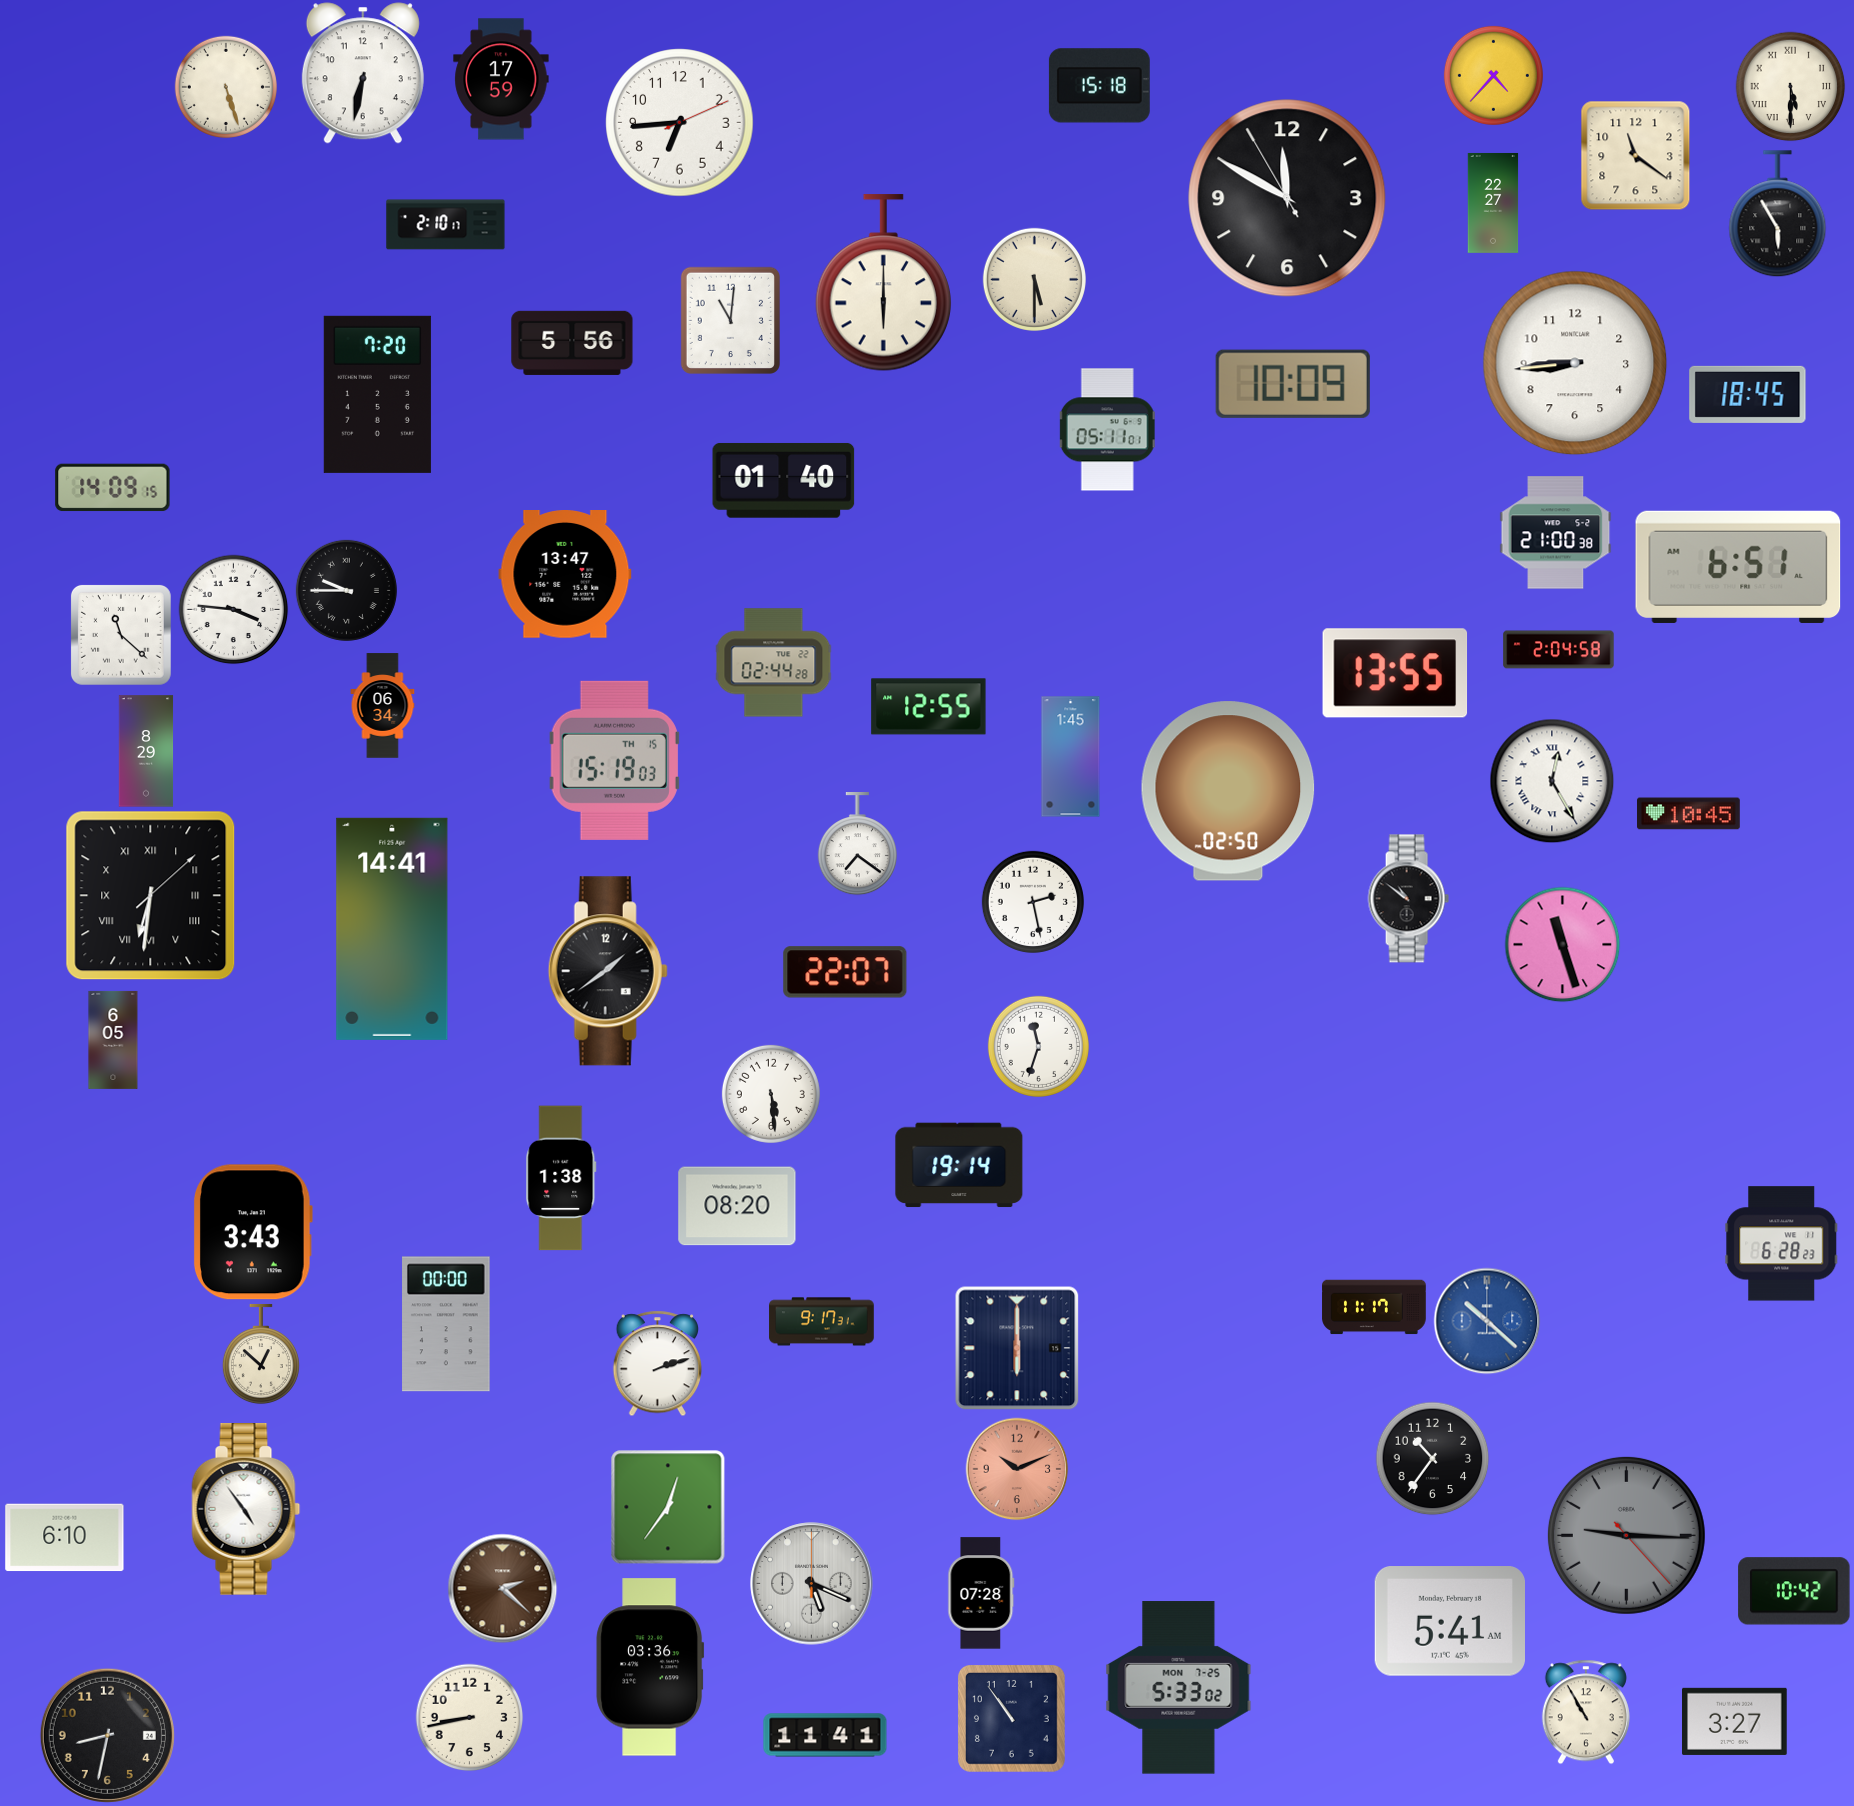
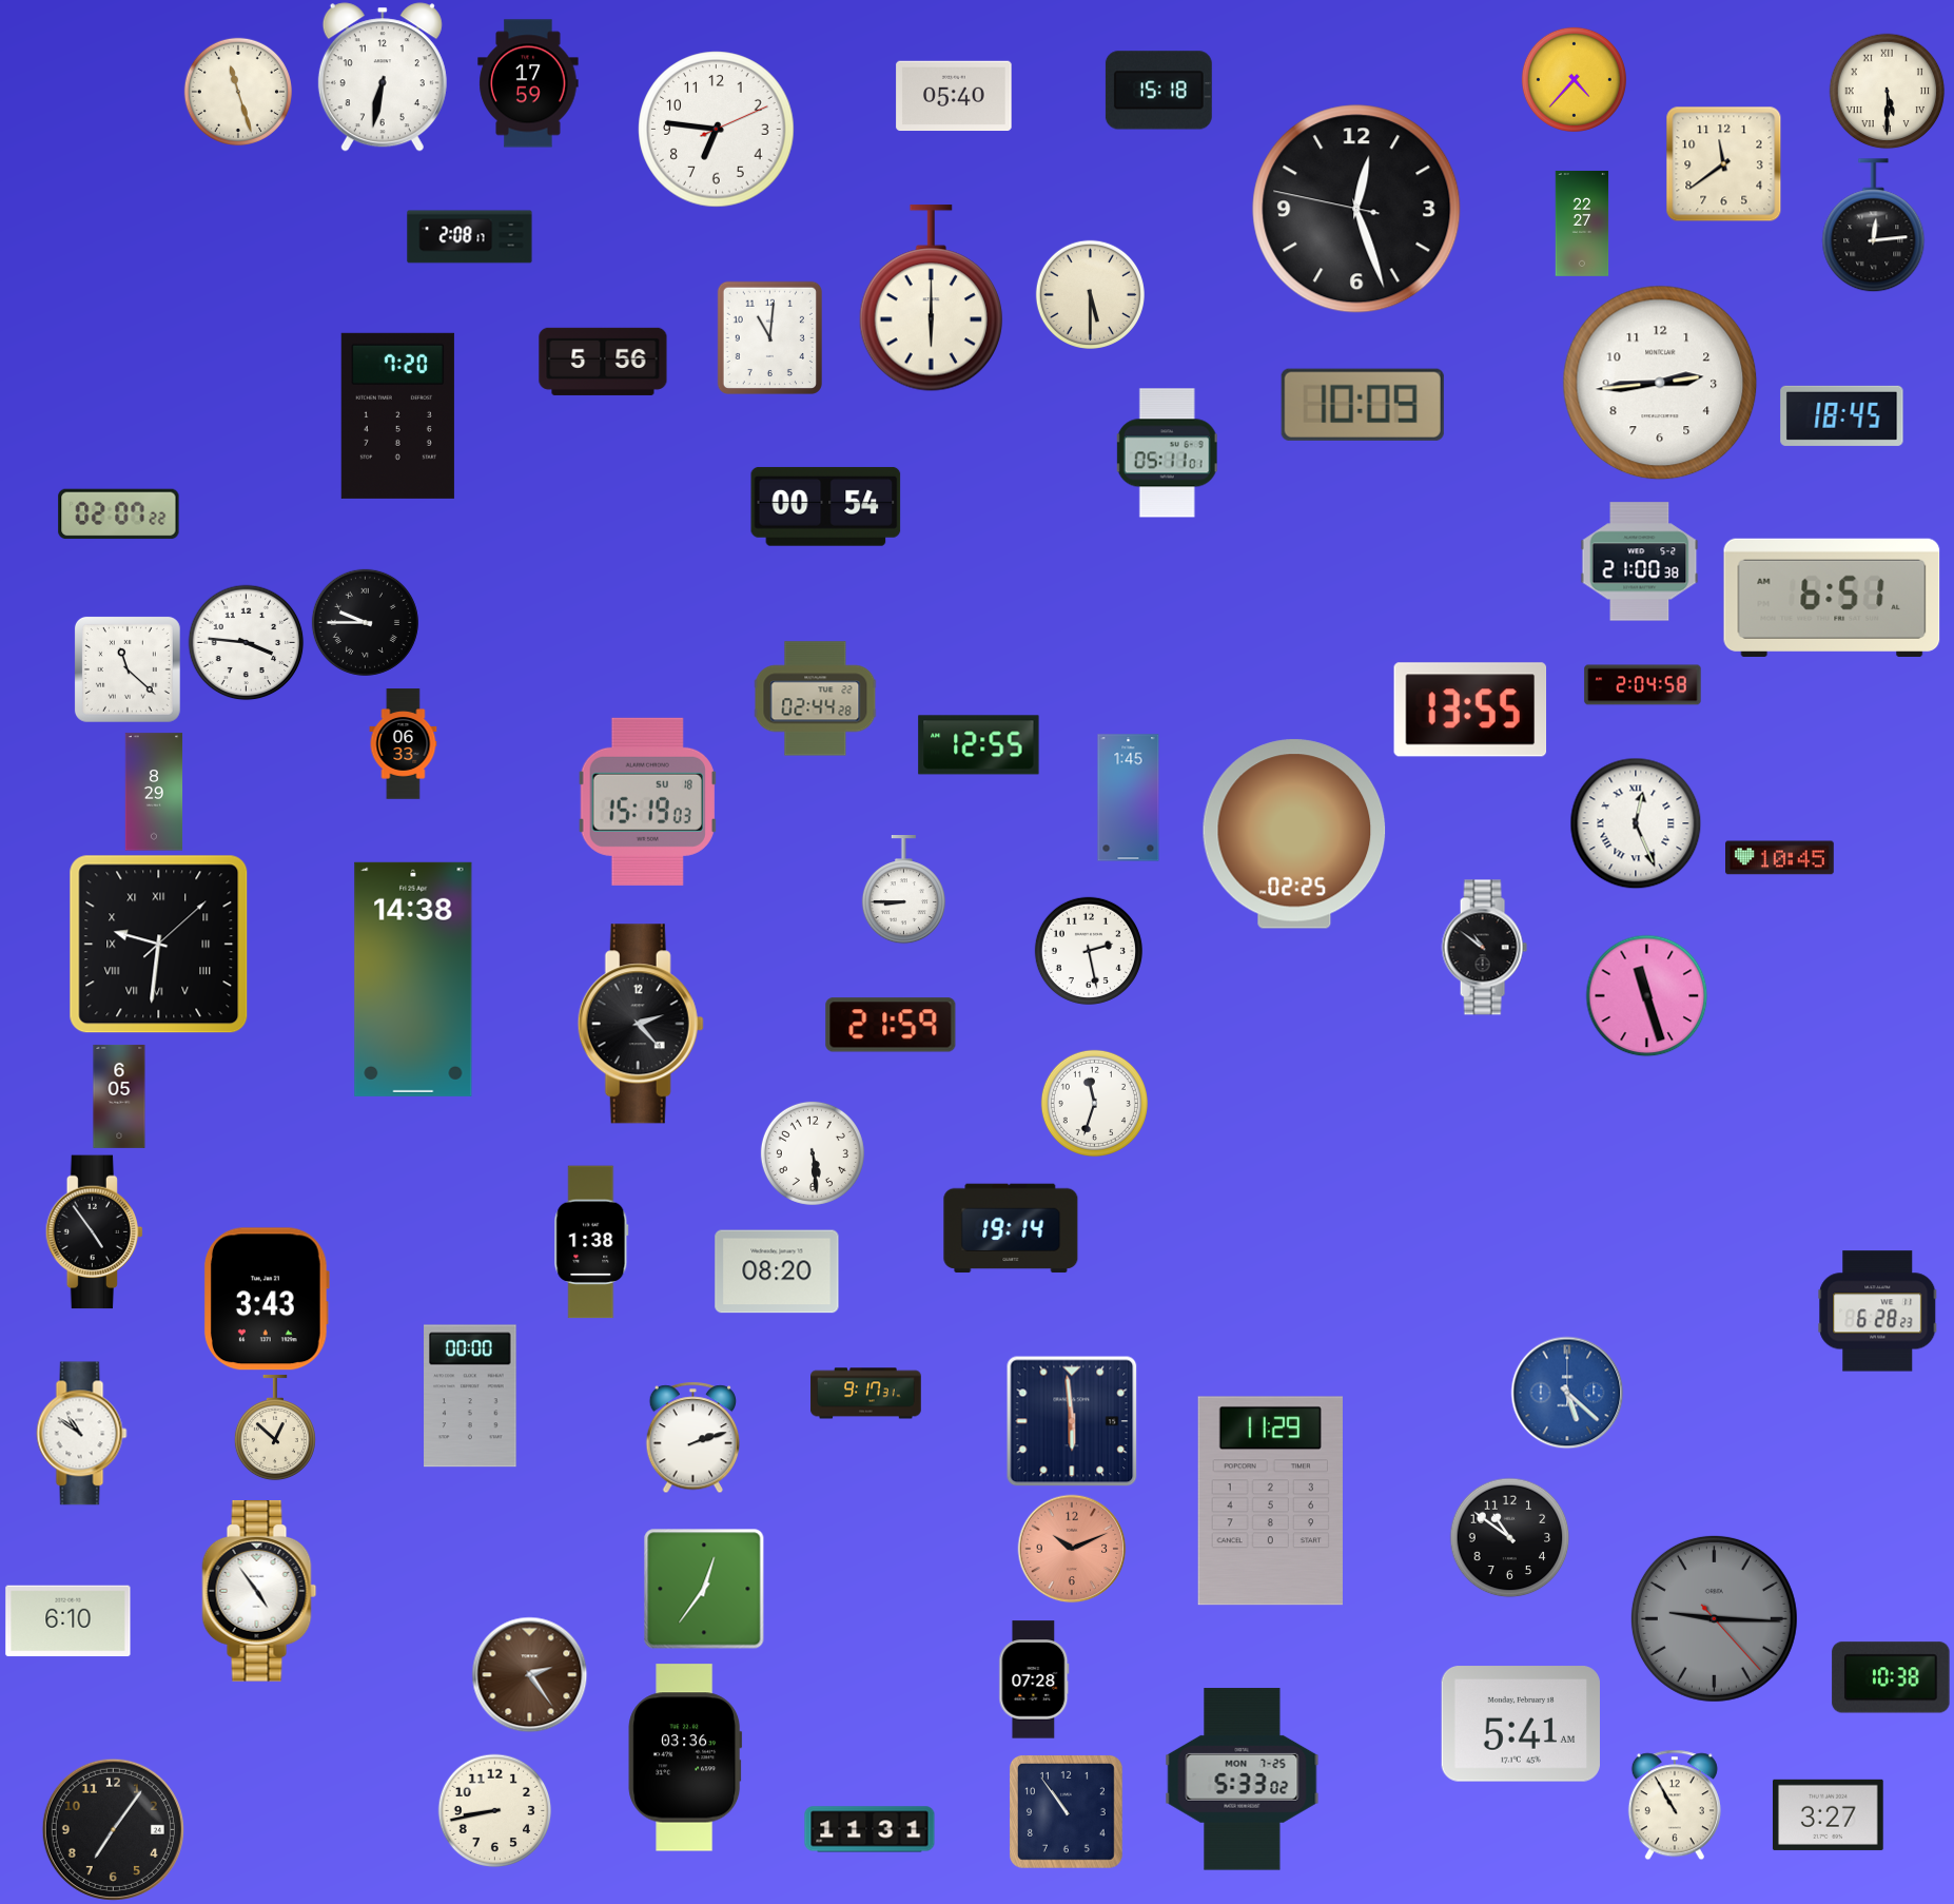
clock at (226, 87): 5:27 -> 11:27
clock at (954, 96): none -> 05:40
clock at (680, 123): 6:44 -> 6:46
clock at (1635, 155): 11:21 -> 11:39
clock at (1287, 198): 11:49 -> 12:26
clock at (1493, 203) position: (1493, 203) -> (1582, 224)
clock at (1778, 214): 5:55 -> 12:14
clock at (446, 225): 2:10 -> 2:08
clock at (1575, 363): 8:44 -> 2:44
clock at (784, 480): 01:40 -> 00:54
clock at (113, 488): 14:09 -> 02:07
clock at (565, 575): 13:47 -> none
clock at (383, 706): 06:34 -> 06:33
clock at (614, 760) date: TH 15 -> SU 18
clock at (1552, 781): 12:25 -> 12:26
clock at (1228, 791): 02:50 -> 02:25
clock at (857, 844): 7:21 -> 8:45
clock at (151, 896): 6:31 -> 9:31
clock at (392, 929): 14:41 -> 14:38
clock at (608, 971): 1:39 -> 2:23
clock at (845, 972): 22:07 -> 21:59
clock at (95, 1232): none -> 4:54
clock at (1374, 1307): 11:17 -> none
clock at (1487, 1321): 10:22 -> 5:22
clock at (1017, 1348): 6:00 -> 5:59
clock at (82, 1434): none -> 10:51
clock at (1270, 1501): none -> 11:29
clock at (1432, 1458): 10:36 -> 10:51
clock at (812, 1584): 5:19 -> none
clock at (502, 1588): 2:22 -> 2:24
clock at (1794, 1591): 10:42 -> 10:38
clock at (1449, 1621) position: (1449, 1621) -> (1520, 1724)
clock at (1586, 1712) position: (1586, 1712) -> (1675, 1805)
clock at (107, 1735): 8:32 -> 7:06
clock at (825, 1735): 11:41 -> 11:31
